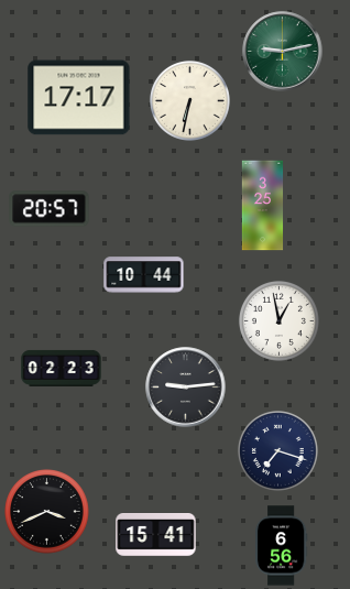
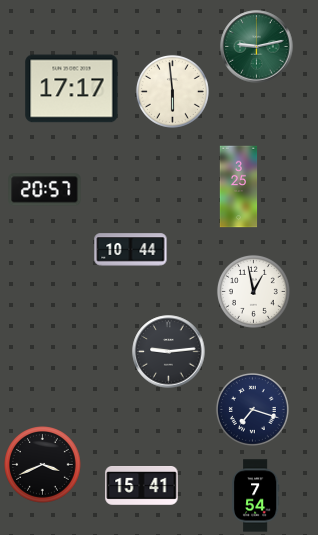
clock at (189, 100): 6:32 -> 5:59
clock at (62, 368): 02:23 -> none
clock at (281, 546): 6:56 -> 7:54
